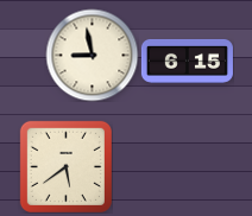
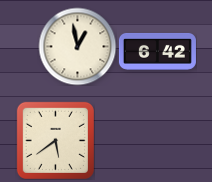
clock at (92, 55): 8:58 -> 12:58
clock at (187, 61): 6:15 -> 6:42
